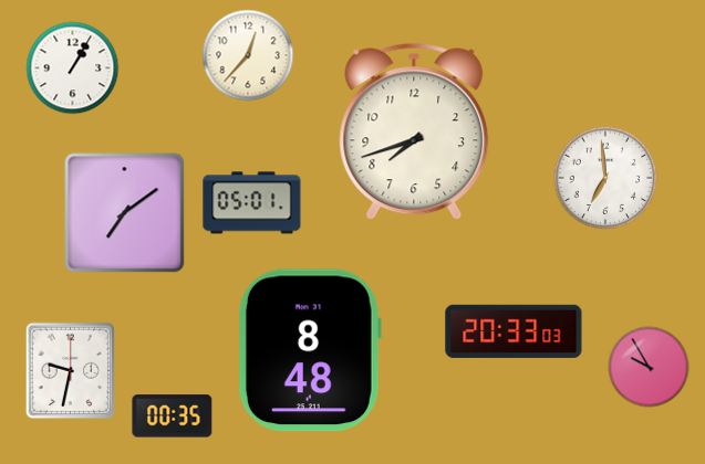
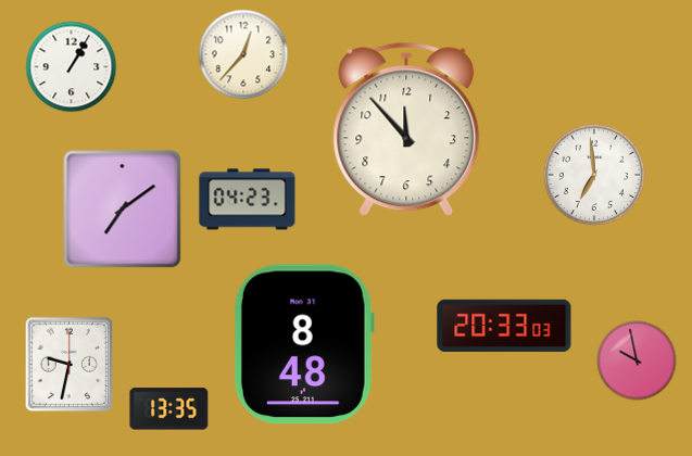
clock at (414, 131): 7:42 -> 11:53
clock at (252, 203): 05:01 -> 04:23
clock at (649, 367): 9:55 -> 9:58
clock at (173, 416): 00:35 -> 13:35
